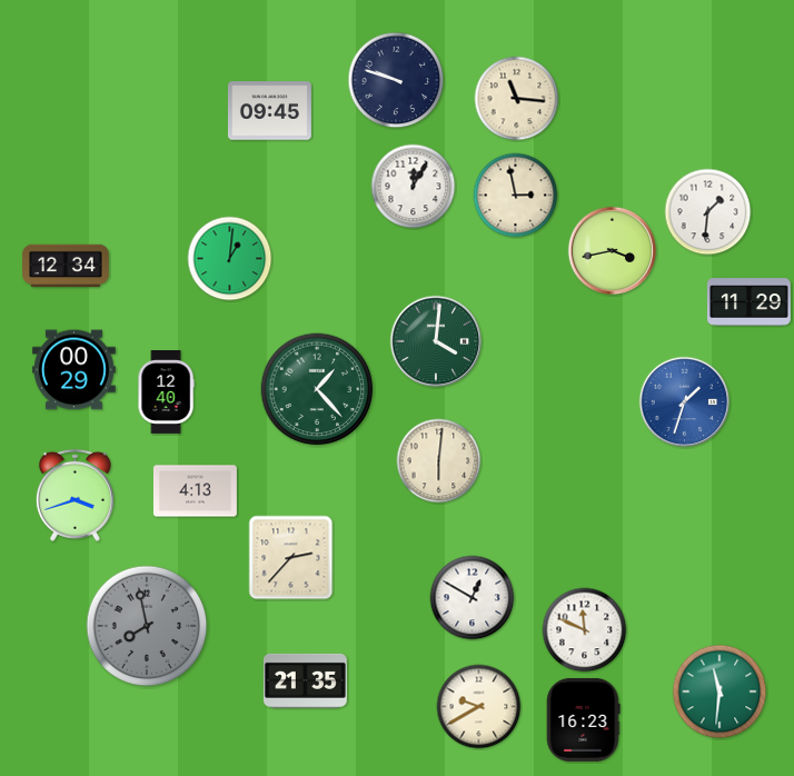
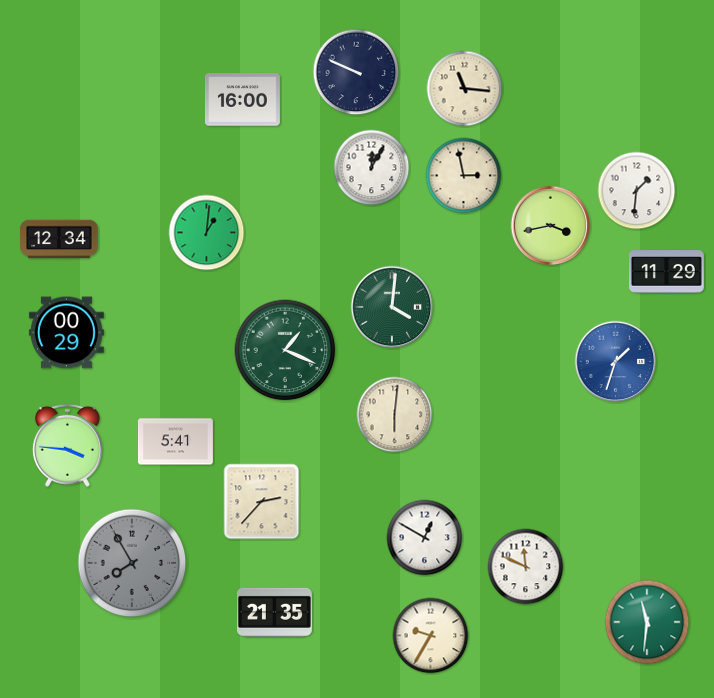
clock at (396, 80): 9:48 -> 9:49
clock at (269, 111): 09:45 -> 16:00
clock at (748, 302) position: (748, 302) -> (666, 272)
clock at (317, 389): 1:23 -> 1:19
clock at (166, 392): 12:40 -> none
clock at (195, 491): 4:13 -> 5:41
clock at (75, 495): 3:42 -> 3:46
clock at (147, 626): 7:58 -> 7:55
clock at (479, 707): 9:40 -> 9:35
clock at (583, 719): 16:23 -> none
